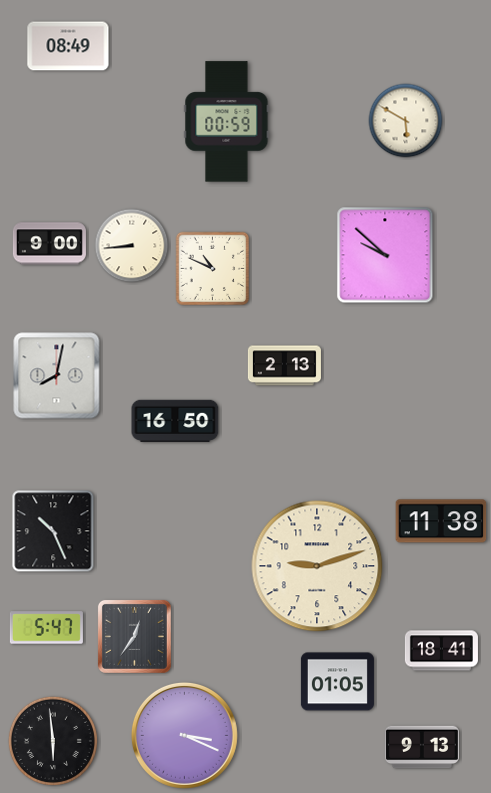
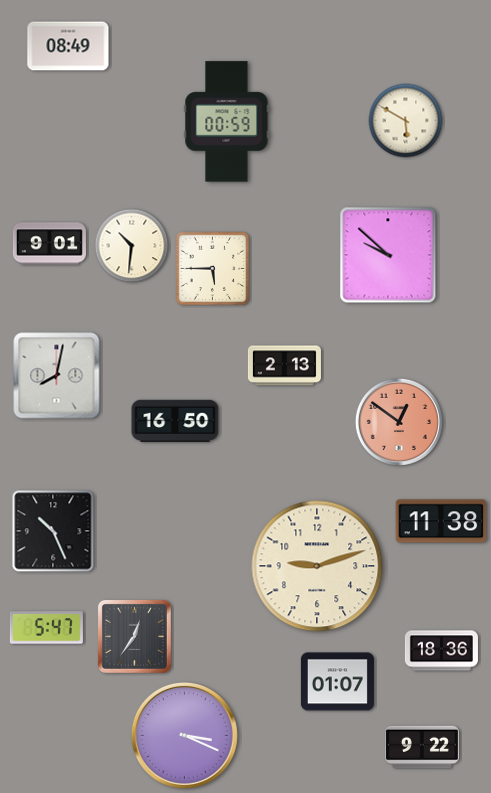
clock at (49, 244): 9:00 -> 9:01
clock at (132, 246): 8:44 -> 10:31
clock at (385, 255) position: (385, 255) -> (388, 255)
clock at (213, 269): 10:49 -> 5:45
clock at (399, 422): none -> 12:51
clock at (441, 651): 18:41 -> 18:36
clock at (337, 682): 01:05 -> 01:07
clock at (53, 741): 5:59 -> none
clock at (422, 747): 9:13 -> 9:22
